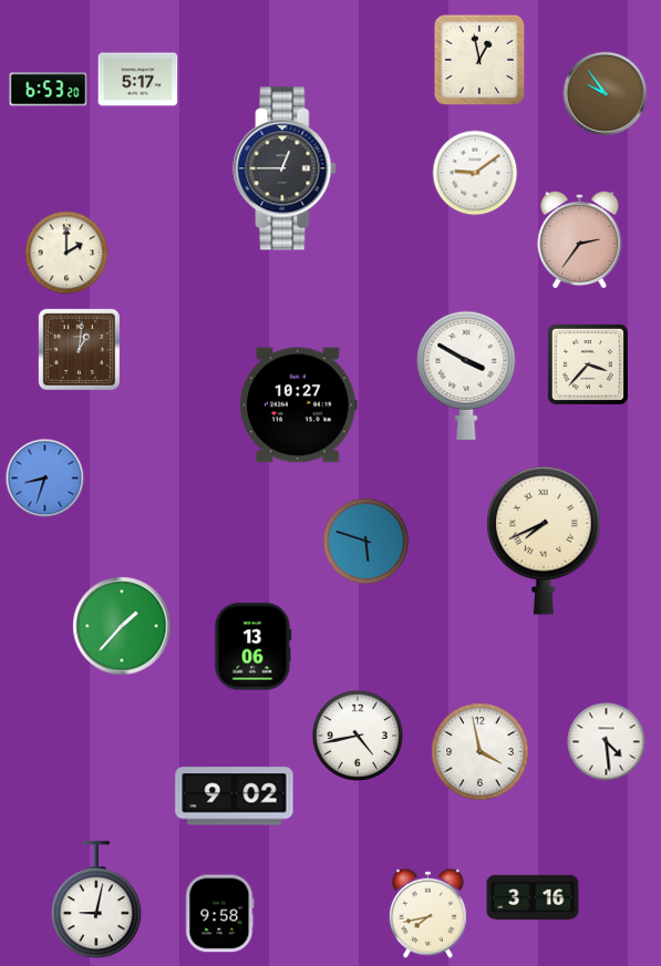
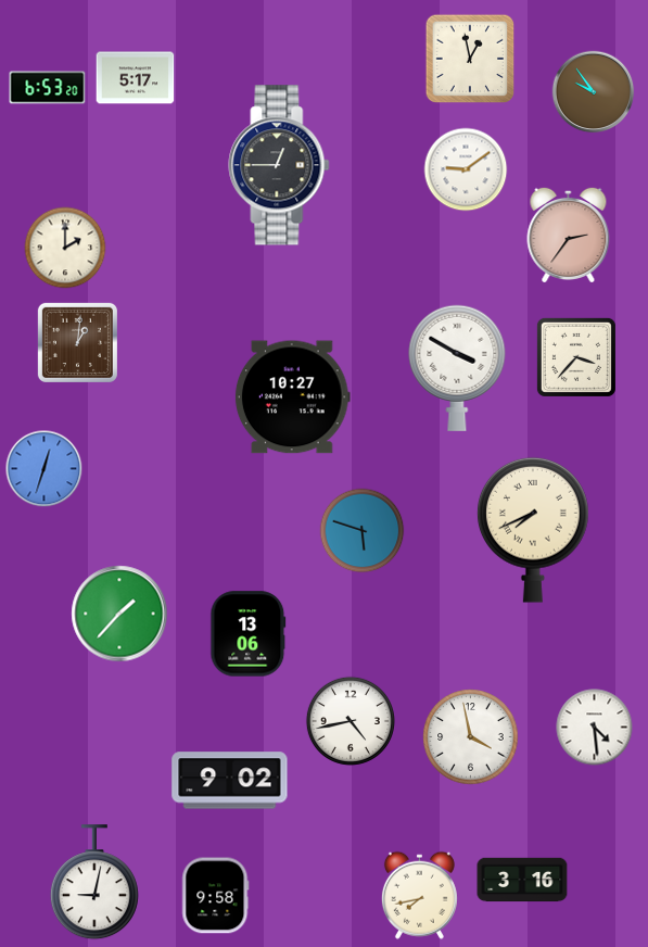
clock at (45, 479): 8:33 -> 12:33
clock at (366, 542) position: (366, 542) -> (363, 531)
